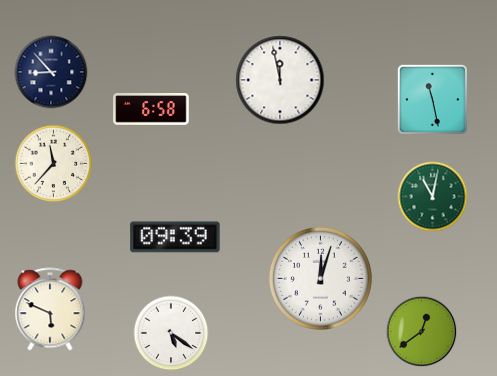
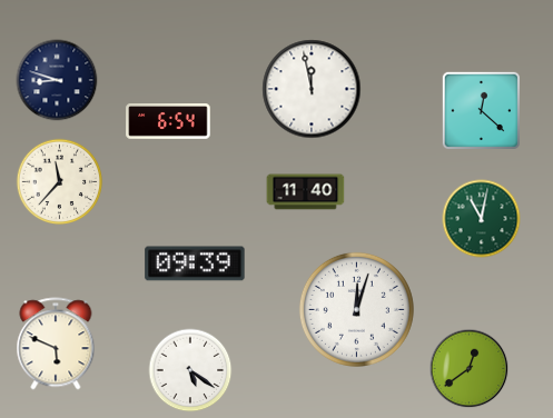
clock at (51, 72): 8:53 -> 8:48
clock at (432, 99): 11:28 -> 12:22
clock at (151, 110): 6:58 -> 6:54
clock at (306, 192): none -> 11:40
